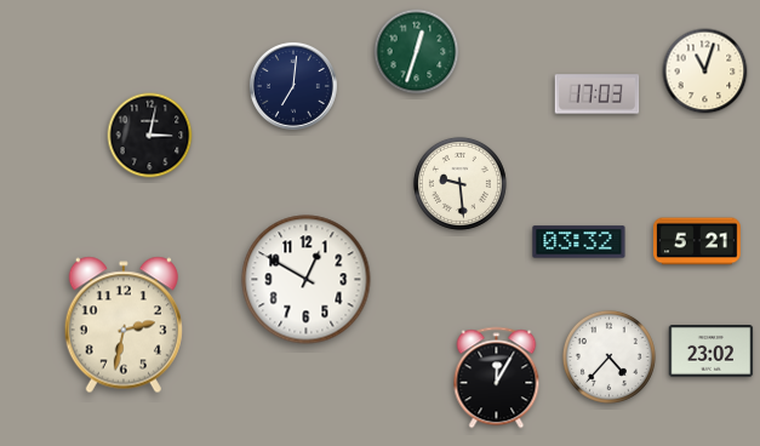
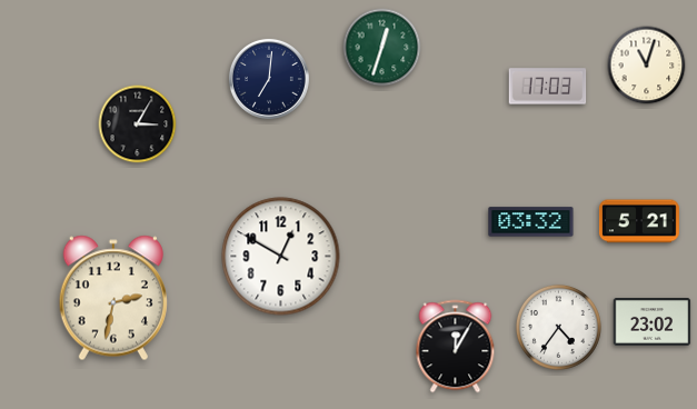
clock at (150, 136): 3:02 -> 3:05
clock at (459, 183): 9:29 -> none
clock at (608, 356): 4:37 -> 4:36
